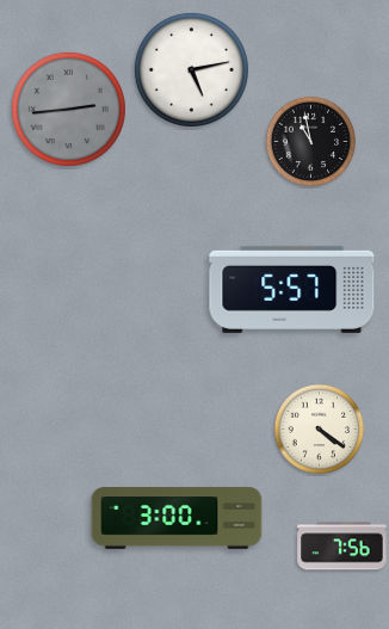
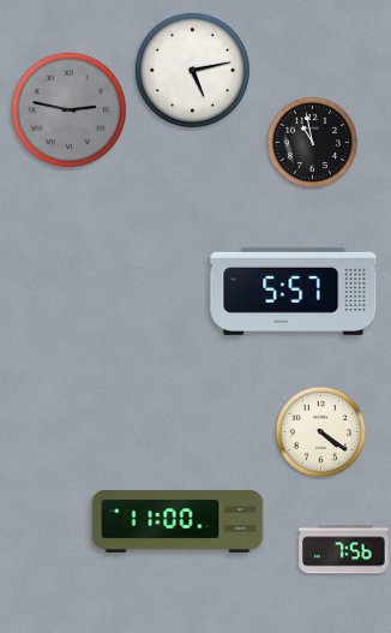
clock at (68, 109): 2:44 -> 2:47
clock at (177, 518): 3:00 -> 11:00
